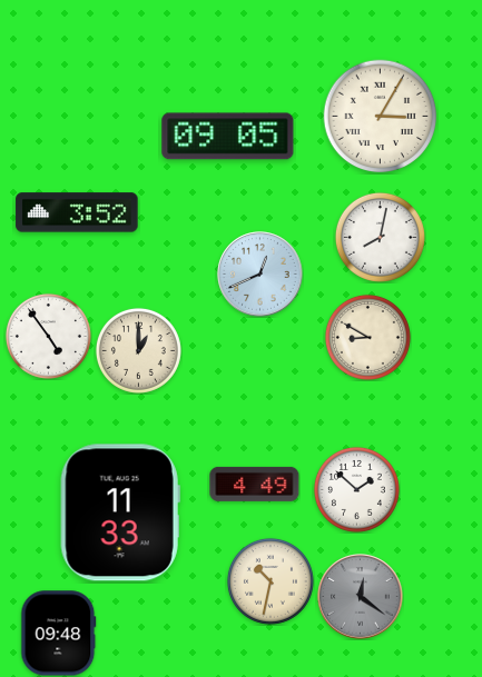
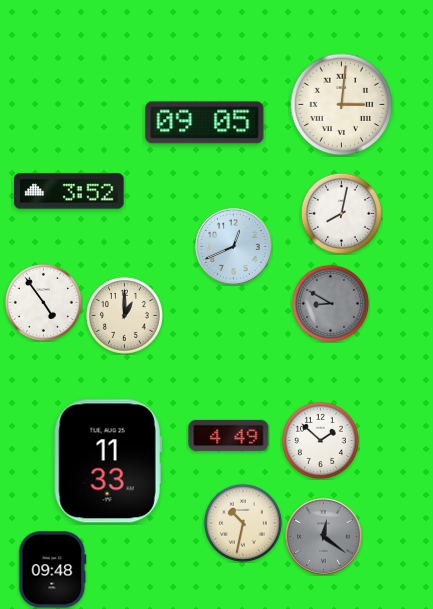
clock at (381, 117): 3:05 -> 3:01
clock at (367, 337) dial: cream -> grey
